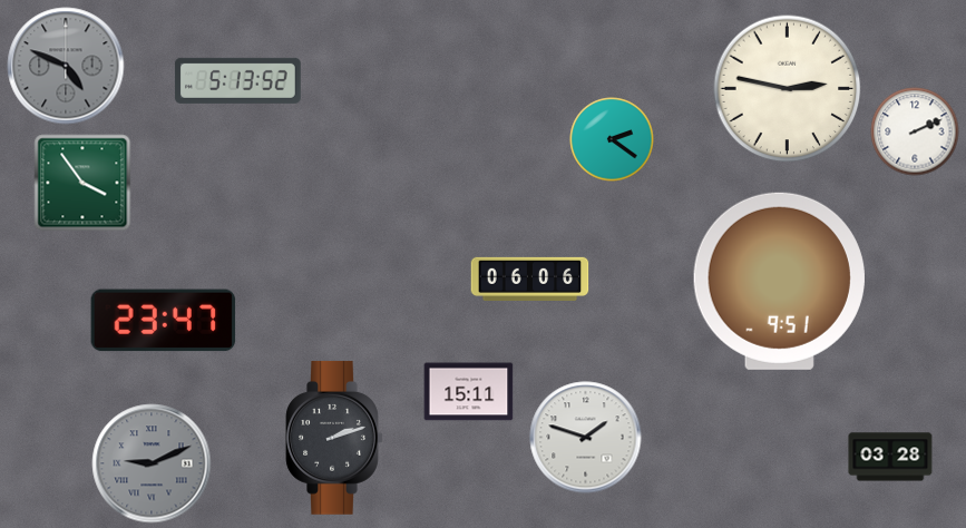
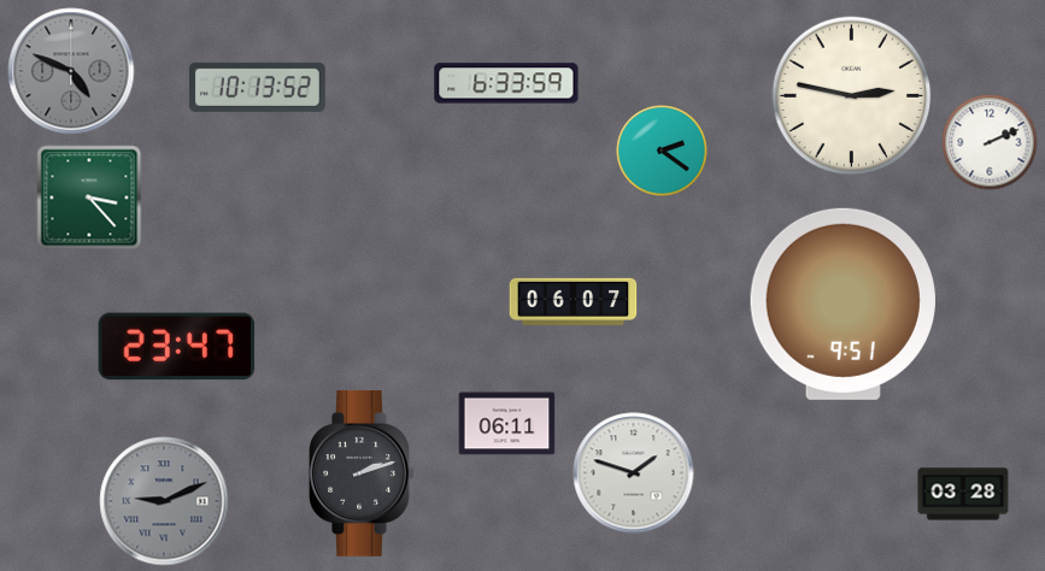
clock at (506, 83): none -> 6:33
clock at (237, 80): 5:13 -> 10:13
clock at (82, 183): 3:54 -> 3:23
clock at (530, 278): 06:06 -> 06:07
clock at (469, 392): 15:11 -> 06:11
